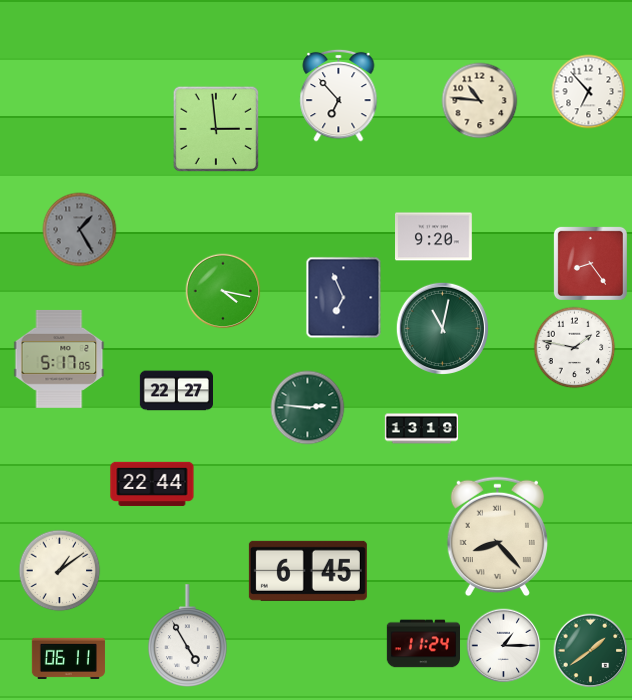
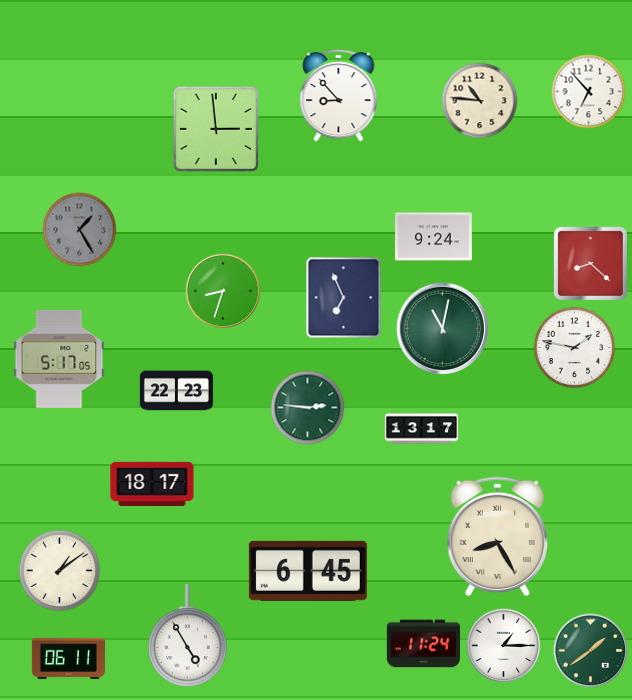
clock at (339, 95): 6:53 -> 8:53
clock at (434, 237): 9:20 -> 9:24
clock at (590, 263): 8:24 -> 8:22
clock at (223, 291): 4:17 -> 8:33
clock at (176, 391): 22:27 -> 22:23
clock at (422, 429): 13:19 -> 13:17
clock at (152, 483): 22:44 -> 18:17
clock at (497, 537): 8:23 -> 8:25
